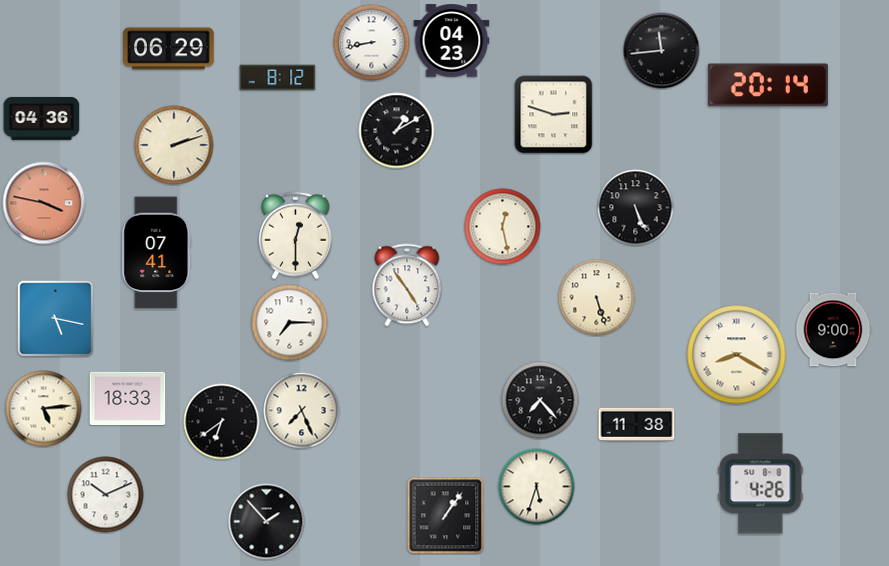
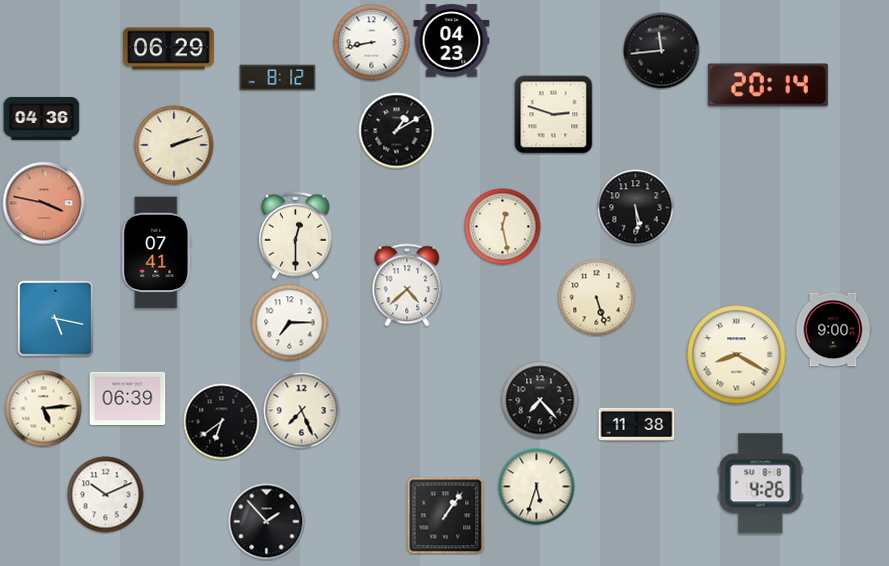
clock at (636, 208): 5:26 -> 5:29
clock at (407, 285): 4:54 -> 4:38
clock at (128, 399): 18:33 -> 06:39
